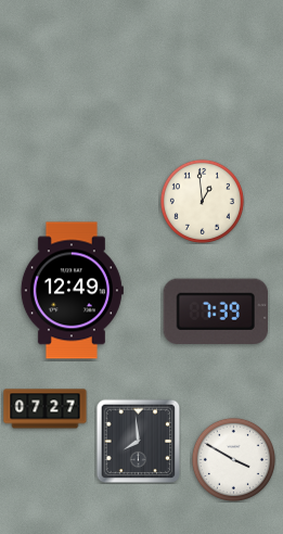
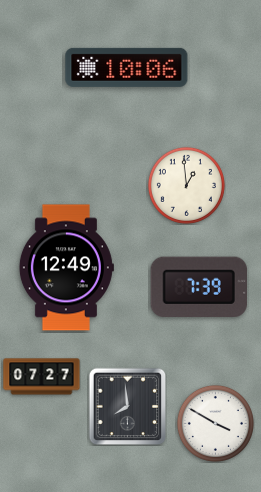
clock at (127, 67): none -> 10:06
